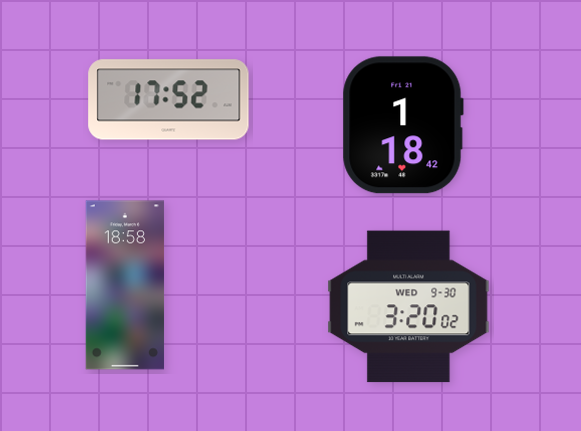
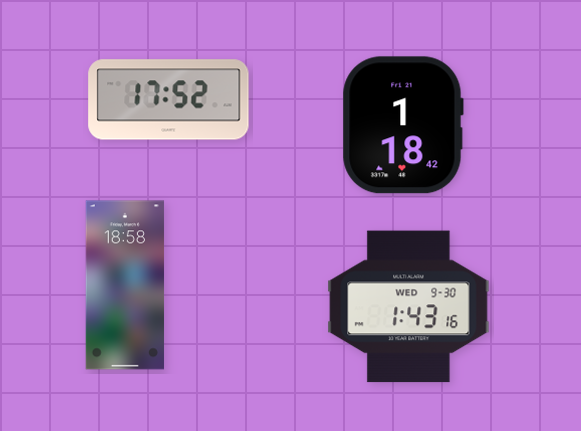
clock at (409, 307): 3:20 -> 1:43
